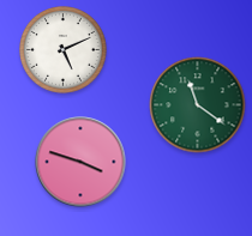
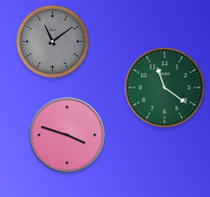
clock at (64, 50): 5:11 -> 11:09
clock at (64, 50) dial: white -> grey
